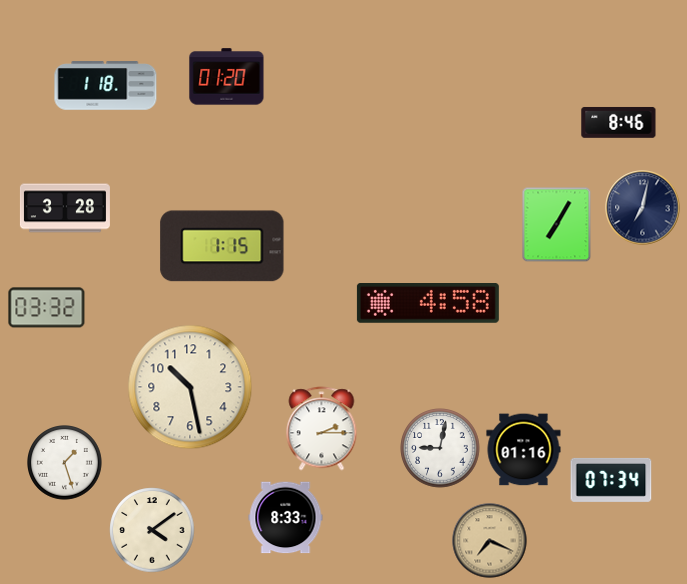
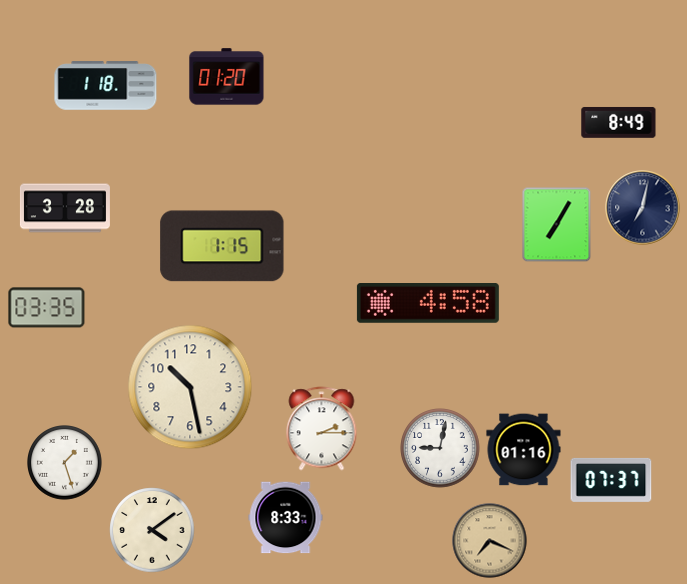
clock at (619, 122): 8:46 -> 8:49
clock at (47, 308): 03:32 -> 03:35
clock at (611, 480): 07:34 -> 07:37
